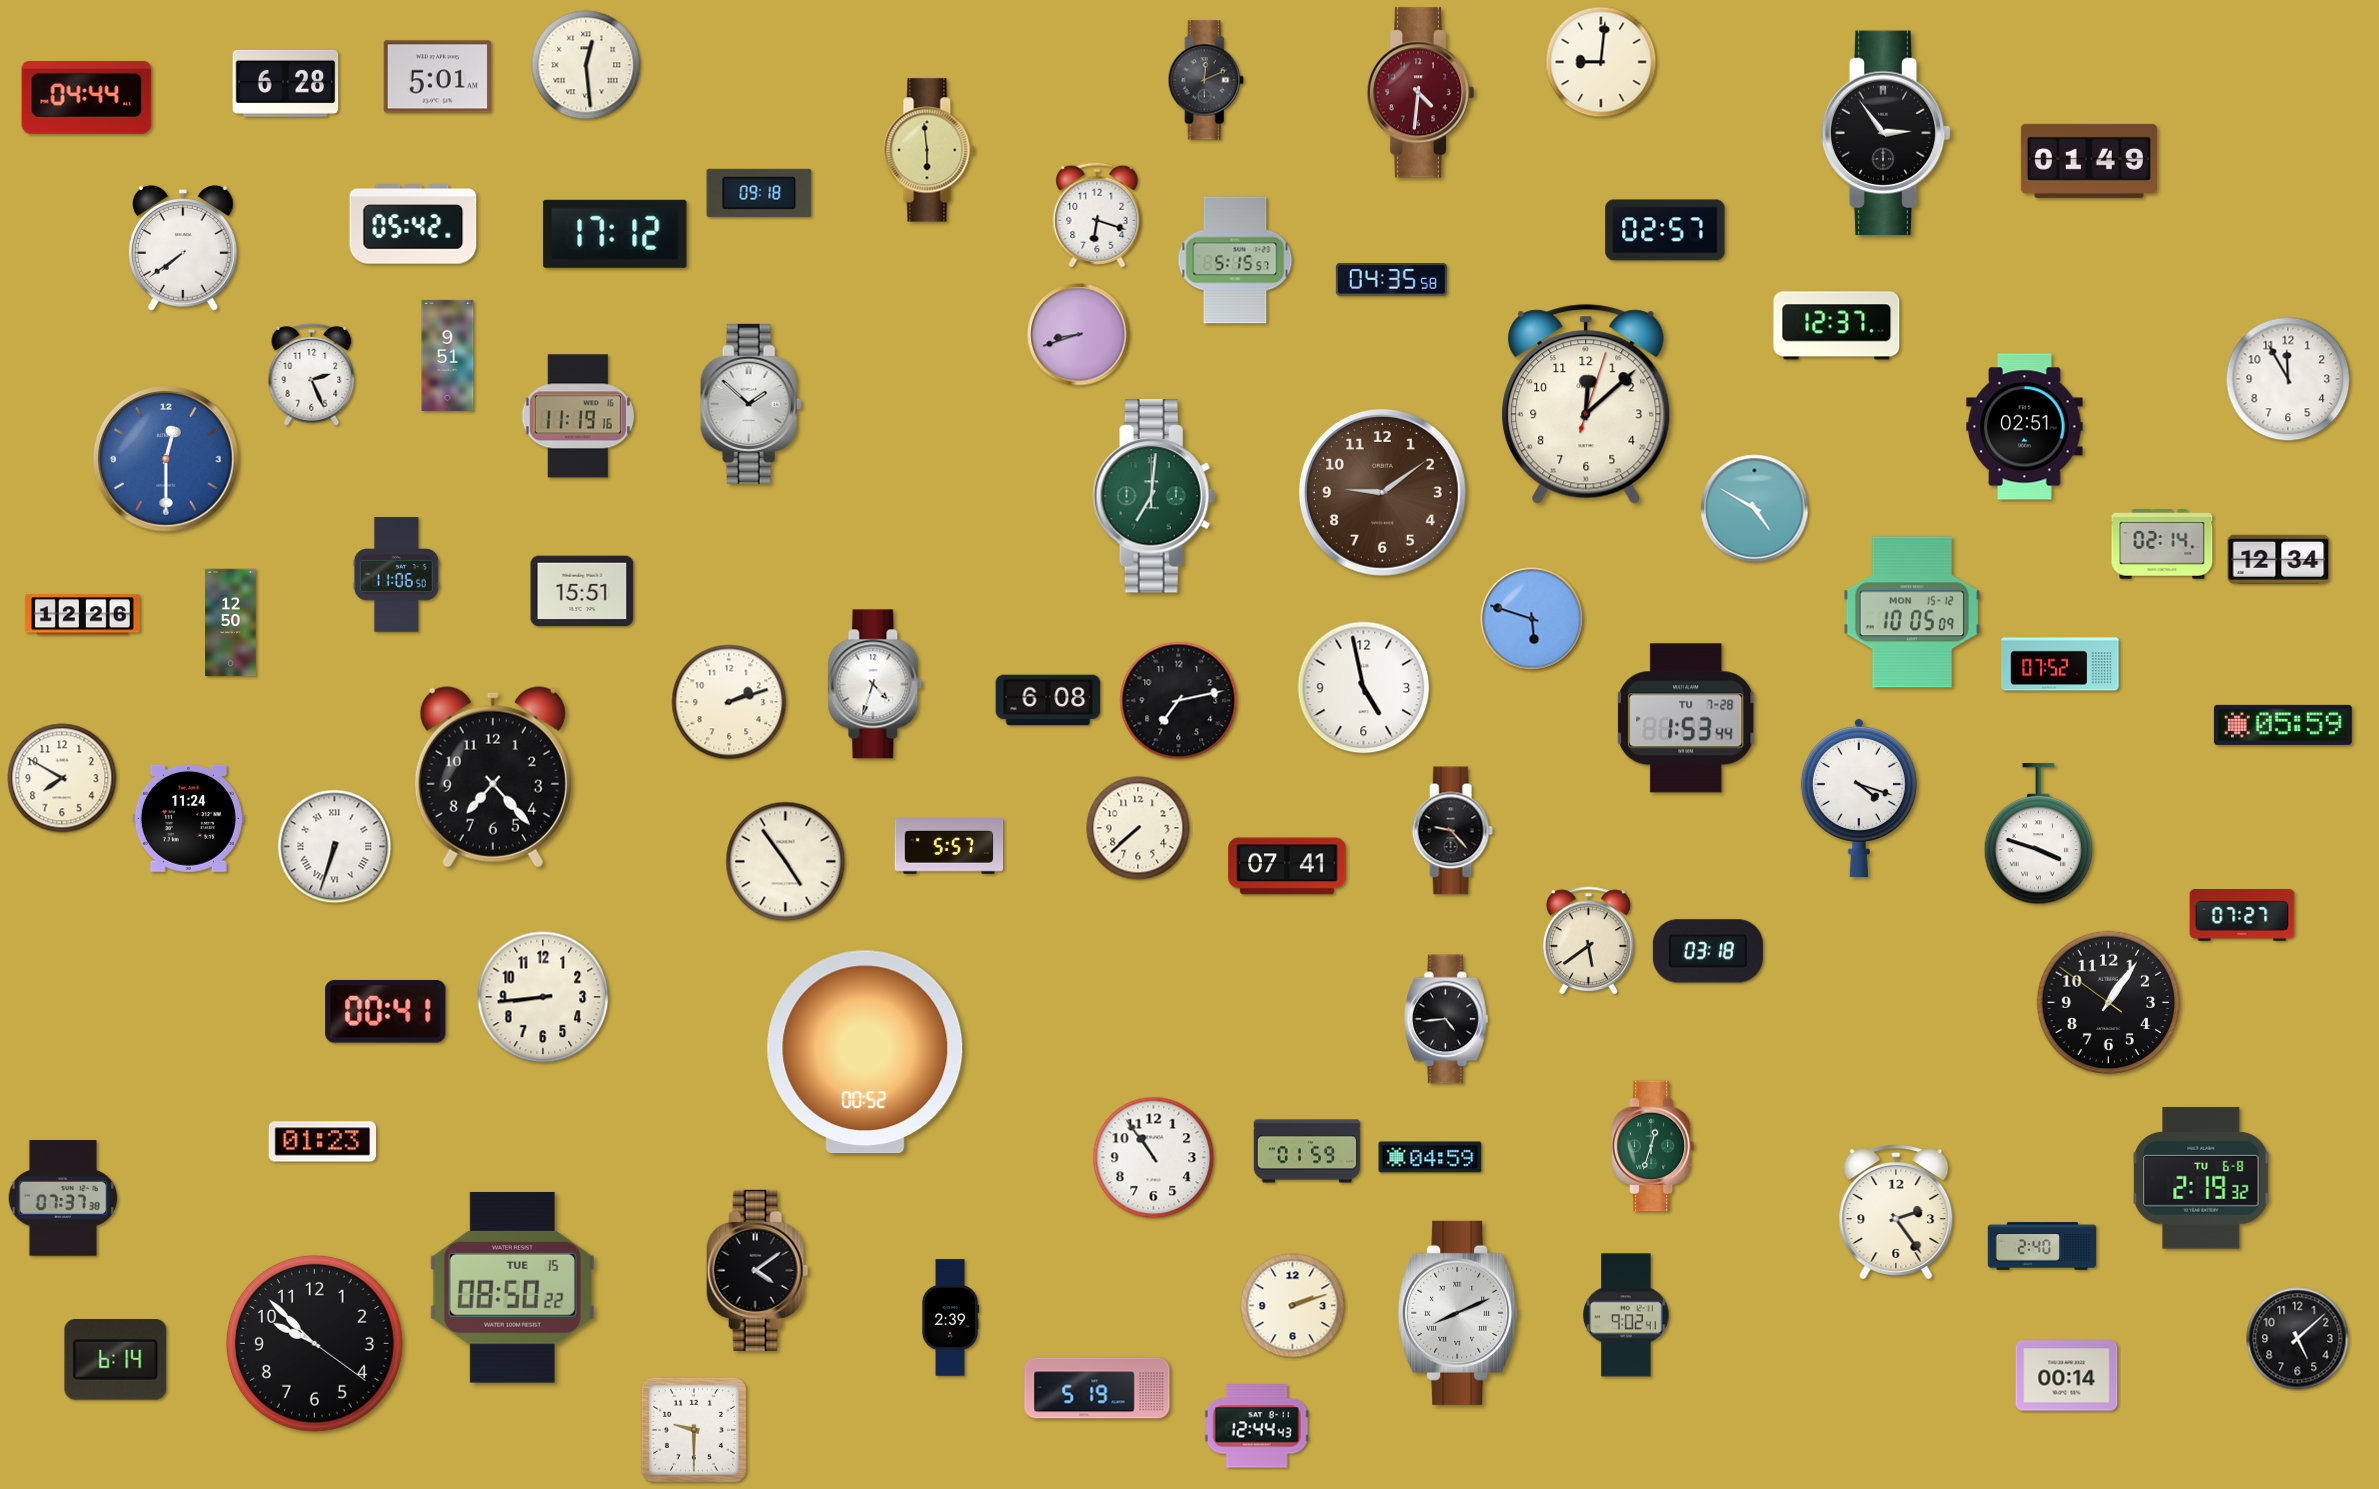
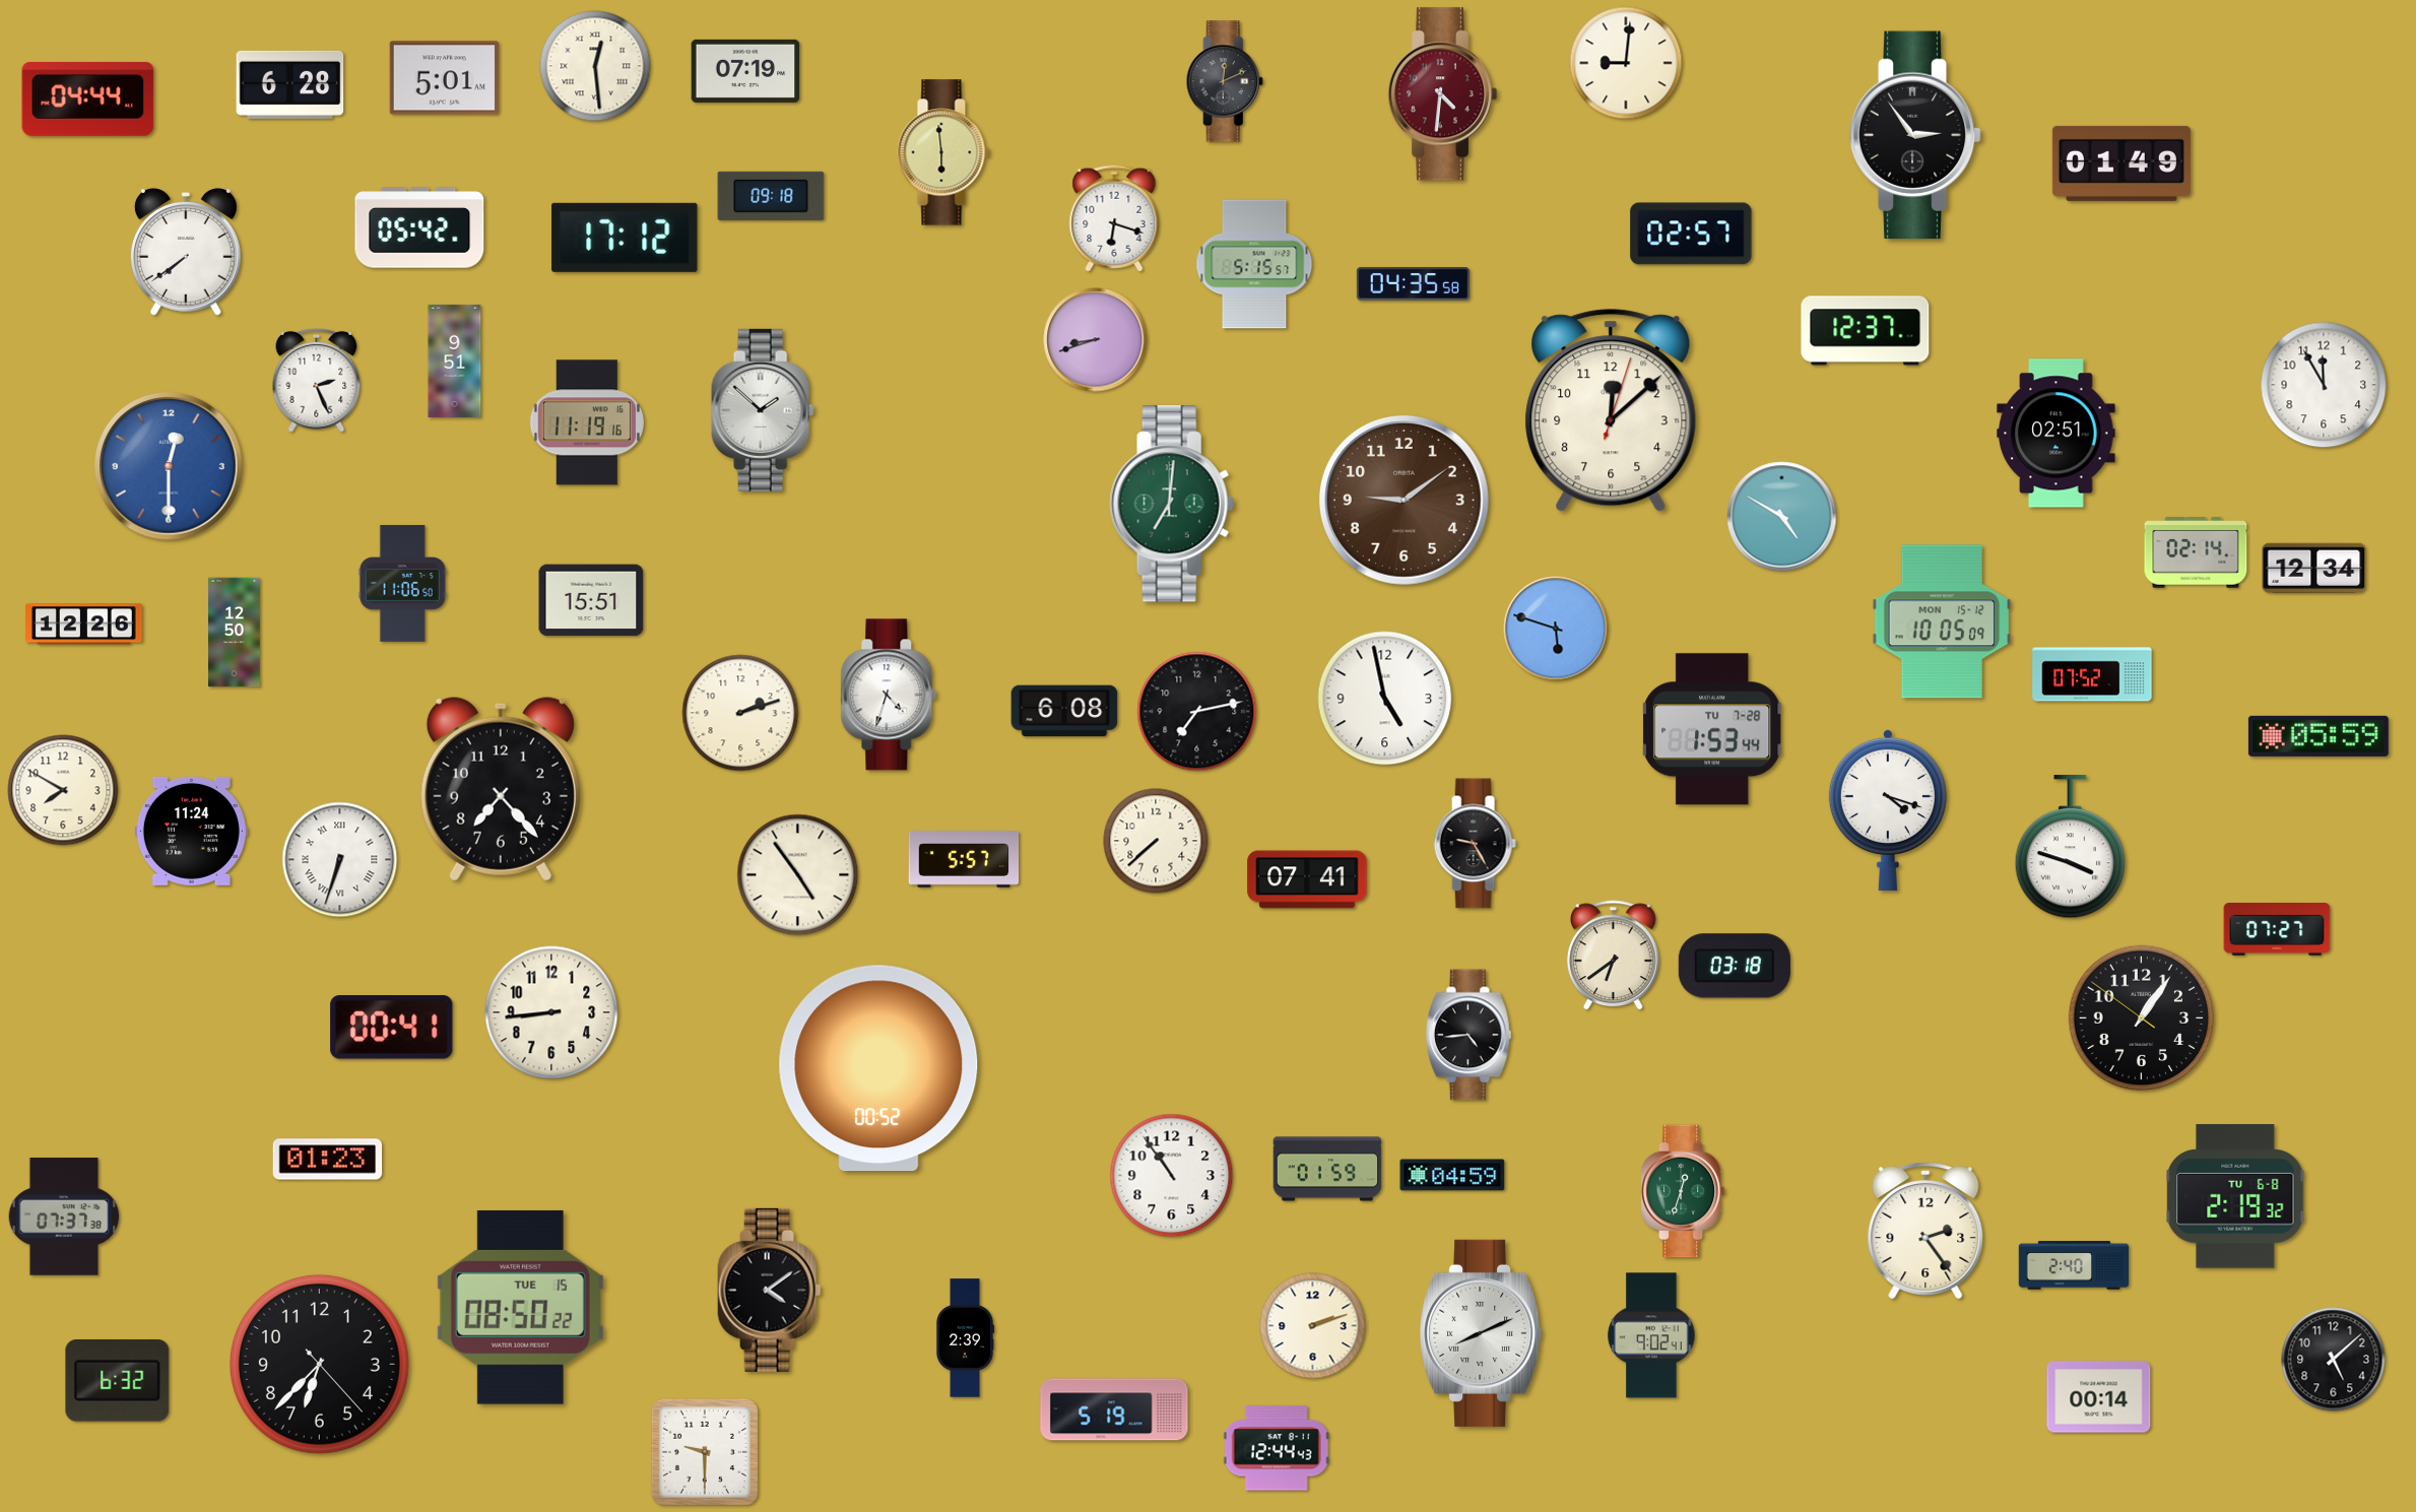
clock at (745, 71): none -> 07:19
clock at (1452, 831): 9:23 -> 9:25
clock at (1588, 941): 5:39 -> 6:39
clock at (1653, 1146) position: (1653, 1146) -> (1683, 1191)
clock at (314, 1343): 9:52 -> 6:37
clock at (116, 1360): 6:14 -> 6:32
